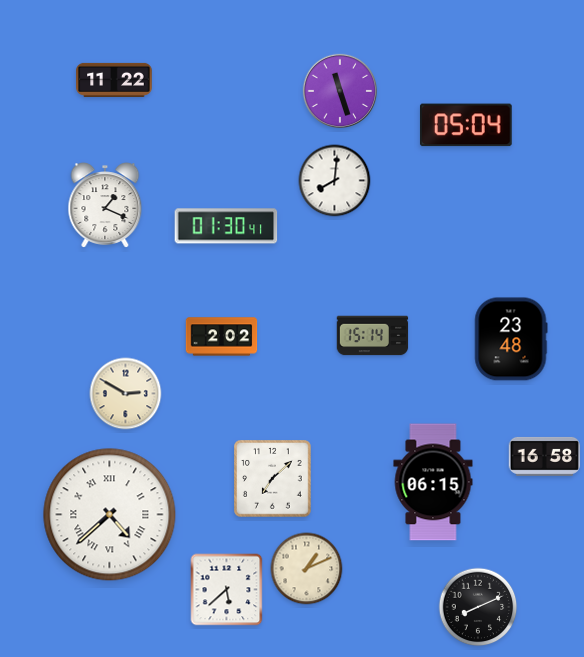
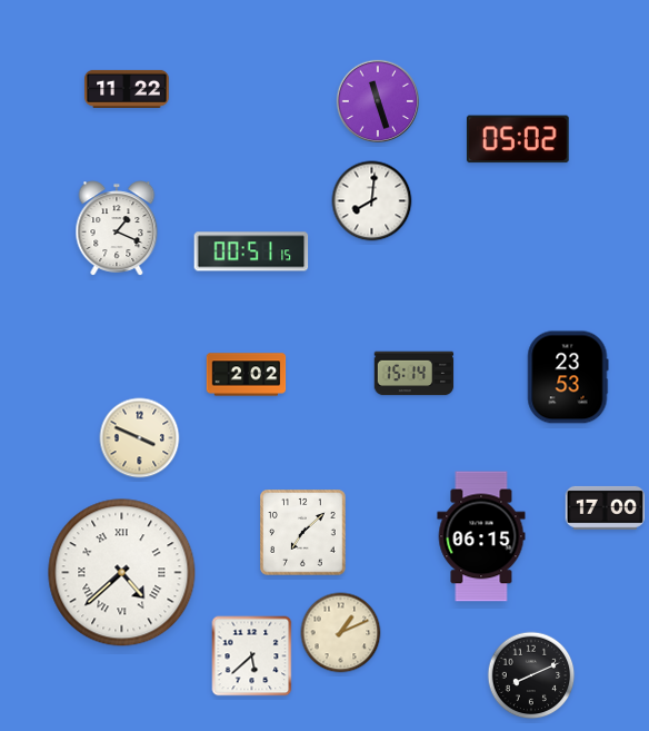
clock at (466, 125): 05:04 -> 05:02
clock at (226, 226): 01:30 -> 00:51
clock at (511, 339): 23:48 -> 23:53
clock at (126, 394): 2:50 -> 3:49
clock at (545, 456): 16:58 -> 17:00
